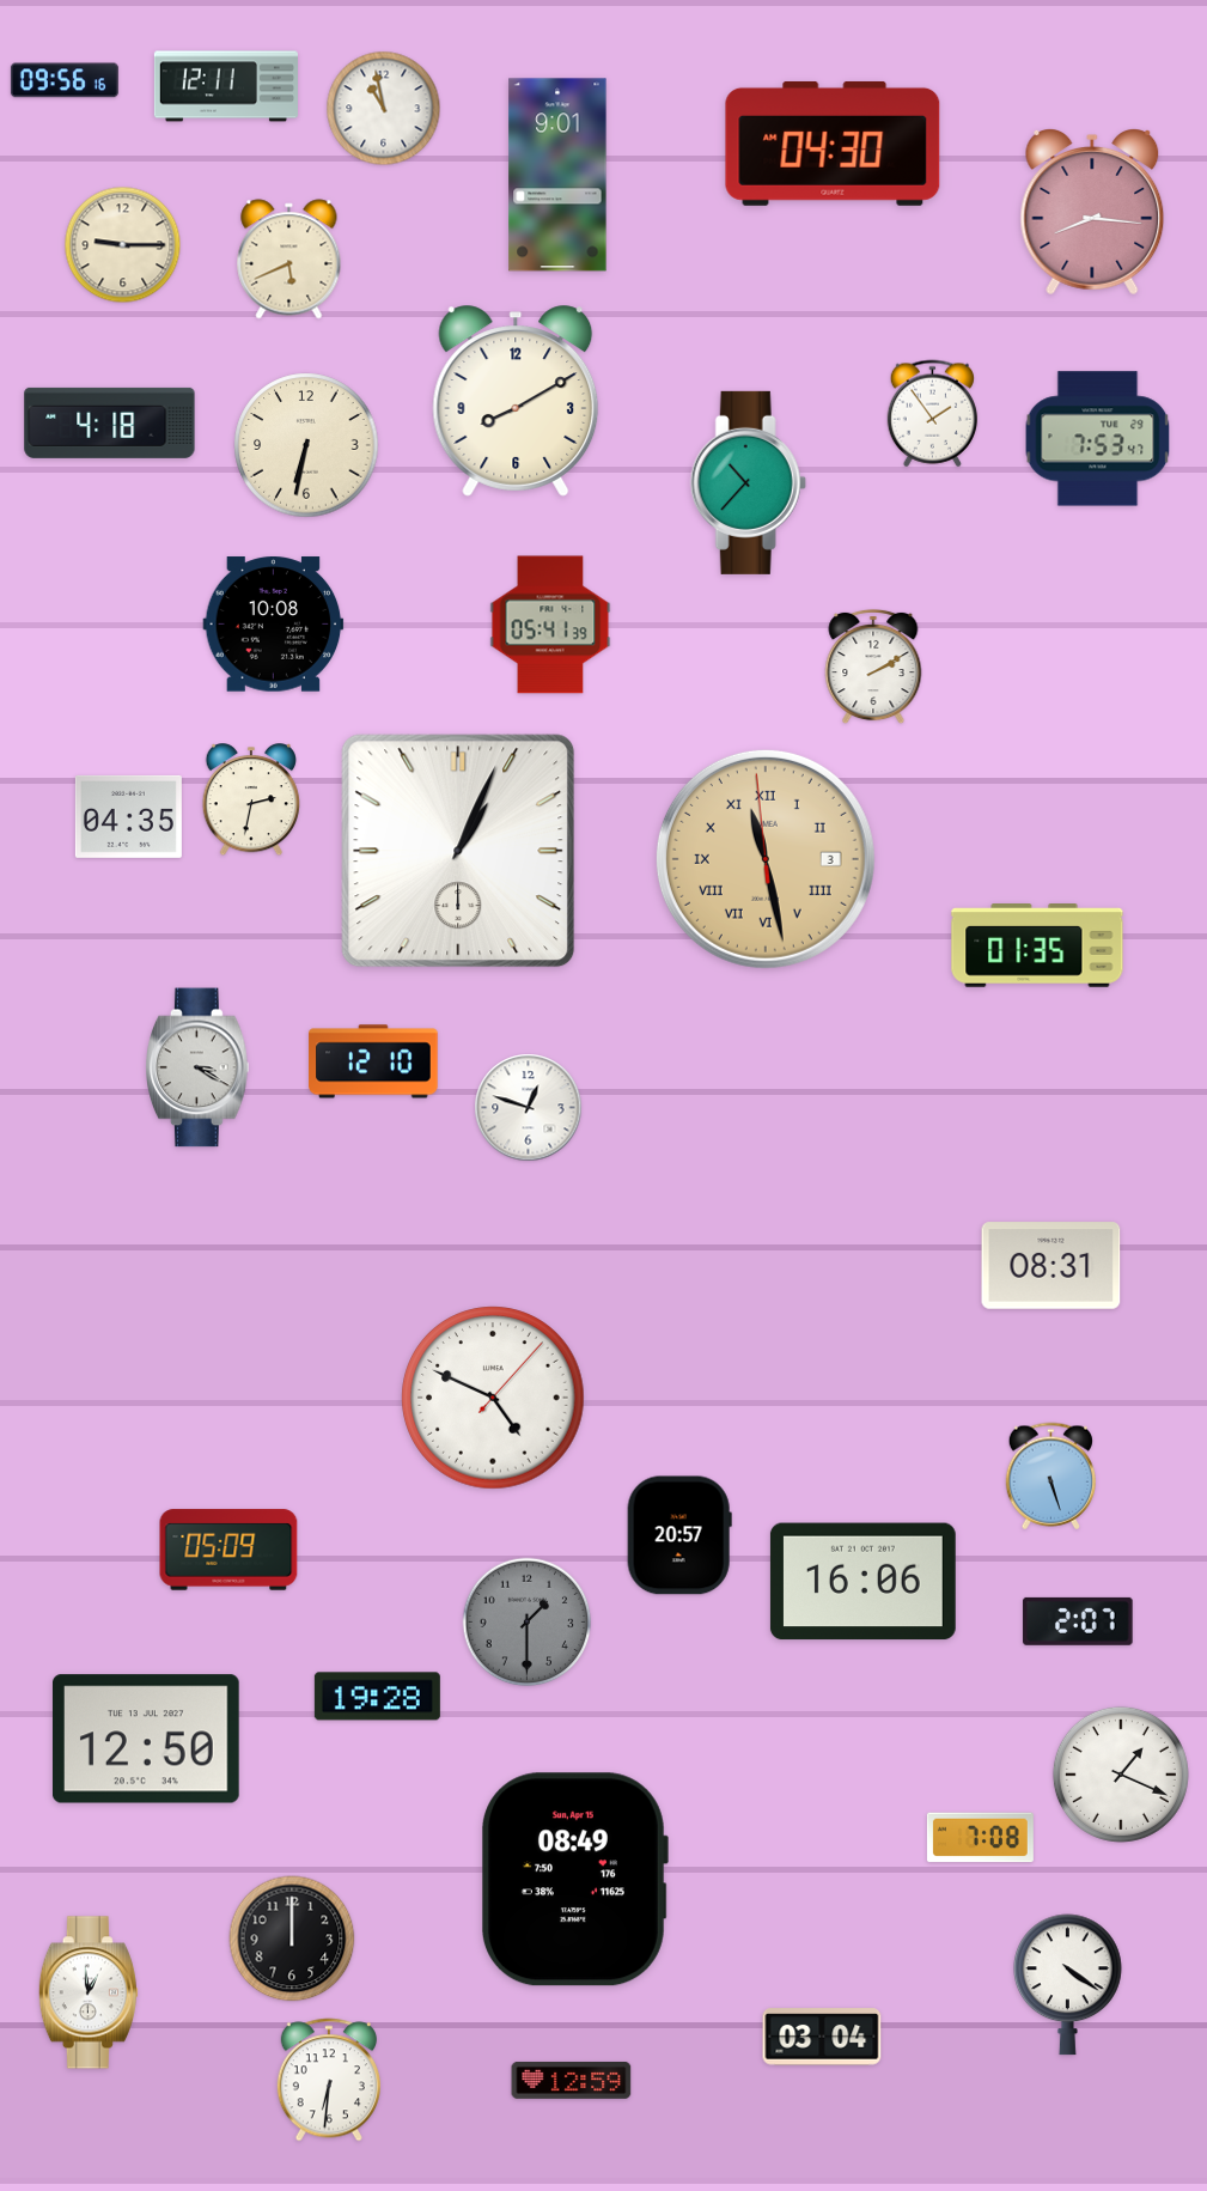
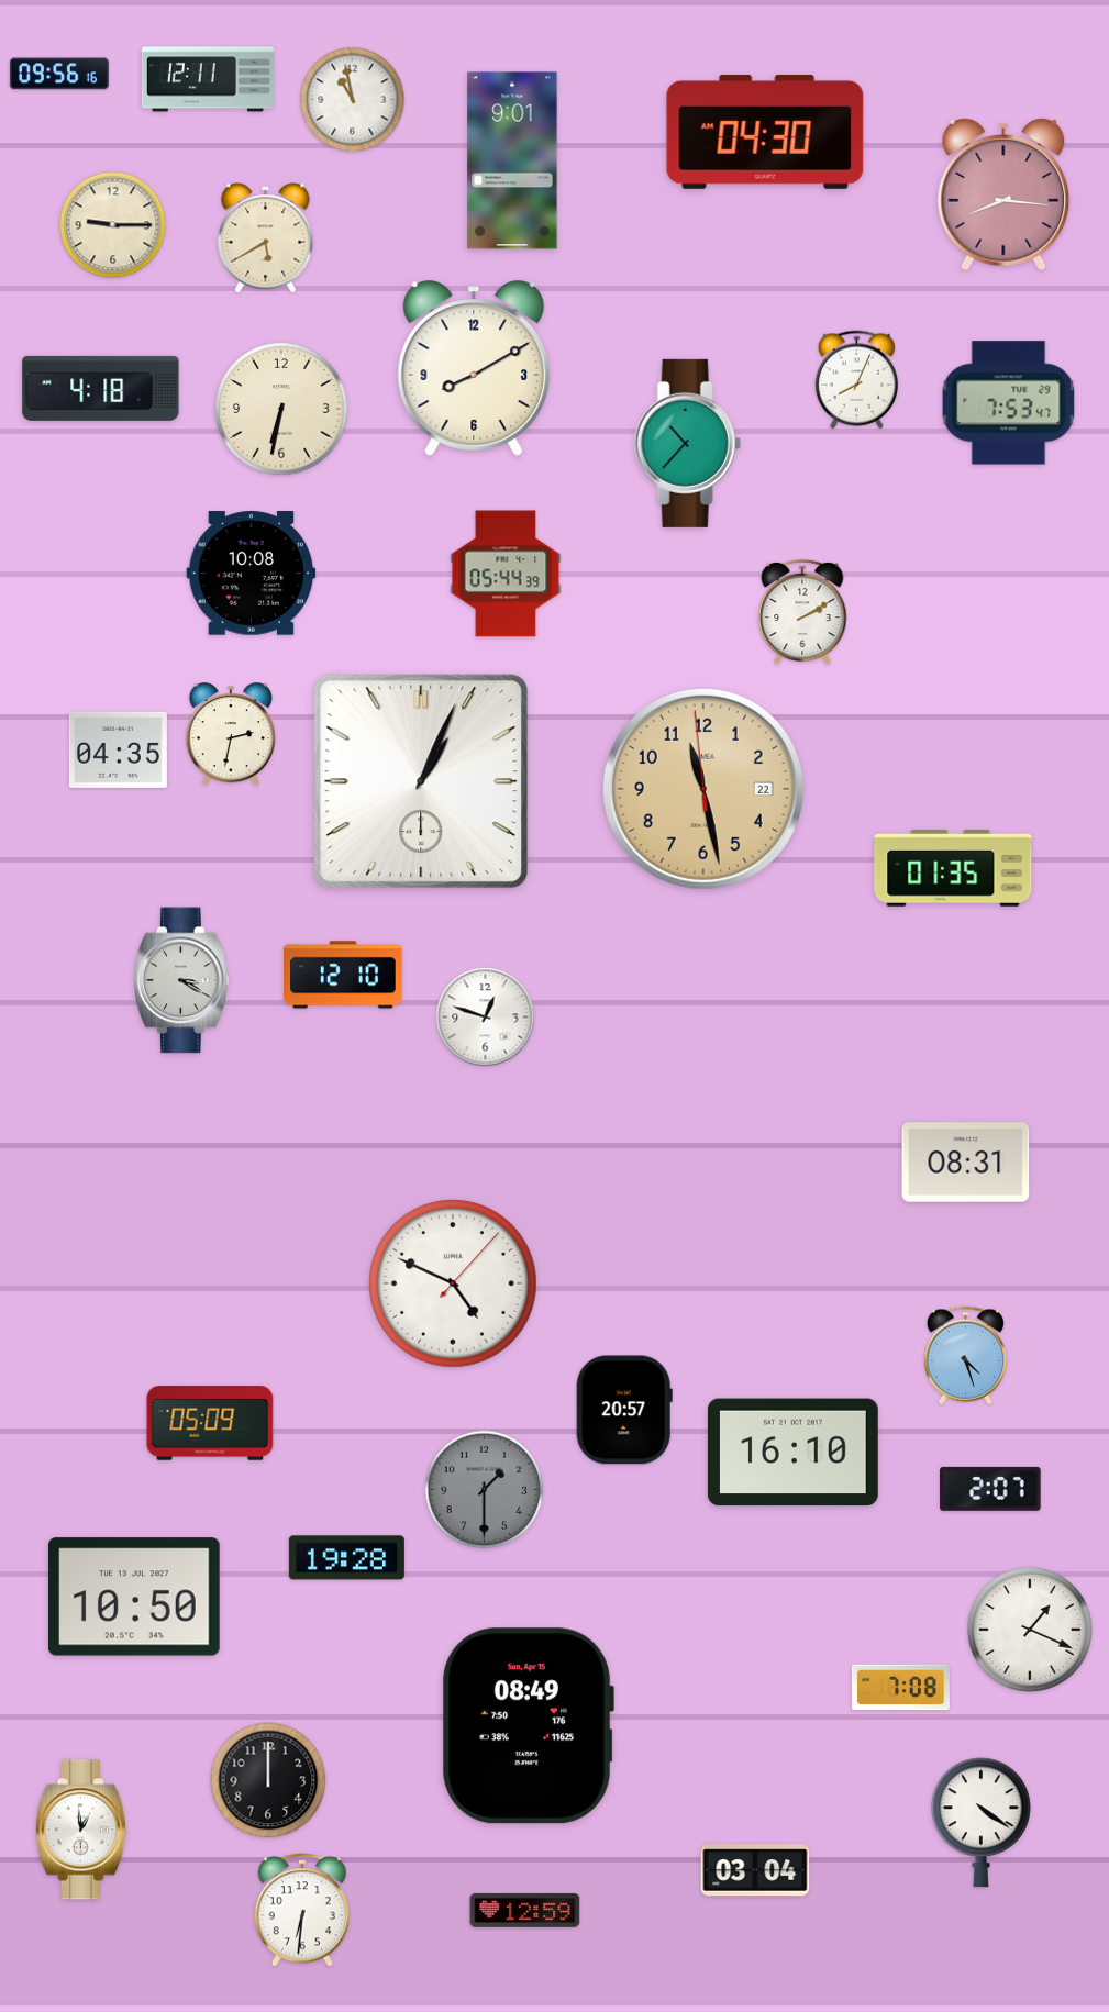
clock at (289, 260): 5:41 -> 5:40
clock at (932, 414): 1:54 -> 8:04
clock at (550, 625): 05:41 -> 05:44
clock at (766, 859) date: 3 -> 22
clock at (766, 859) numerals: Roman -> Arabic
clock at (1050, 1477): 5:27 -> 4:27
clock at (862, 1582): 16:06 -> 16:10
clock at (146, 1739): 12:50 -> 10:50
